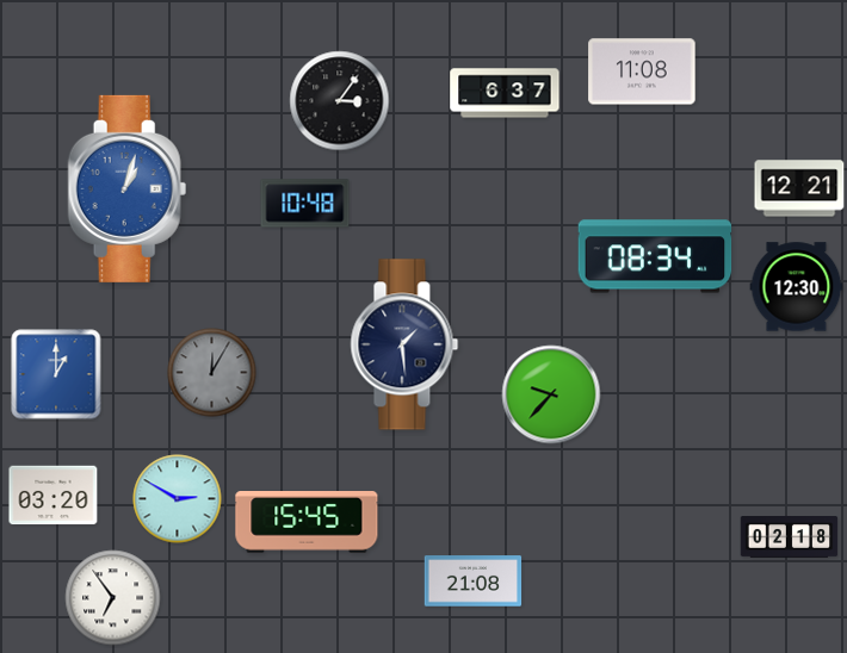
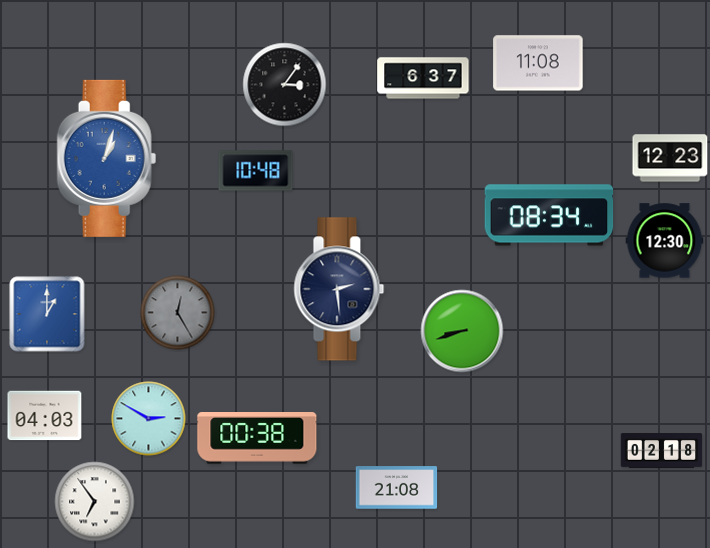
clock at (642, 71) position: (642, 71) -> (538, 63)
clock at (799, 188): 12:21 -> 12:23
clock at (797, 287) position: (797, 287) -> (665, 241)
clock at (404, 344): 1:29 -> 2:29
clock at (212, 373): 12:05 -> 12:25
clock at (551, 394): 9:37 -> 8:42
clock at (54, 496): 03:20 -> 04:03
clock at (307, 522): 15:45 -> 00:38
